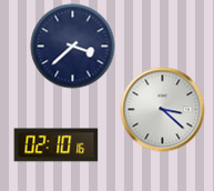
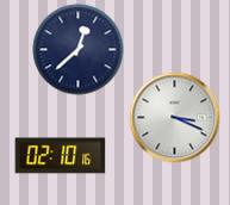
clock at (73, 47): 3:38 -> 12:38
clock at (163, 110): 3:22 -> 3:19
